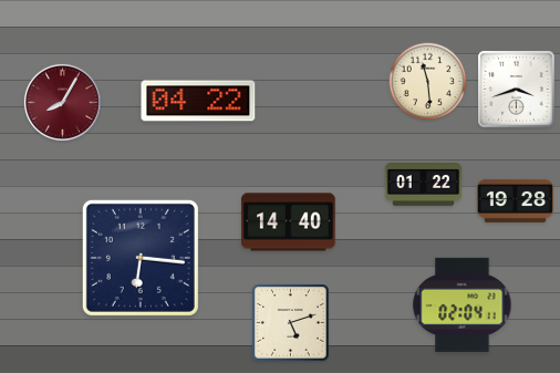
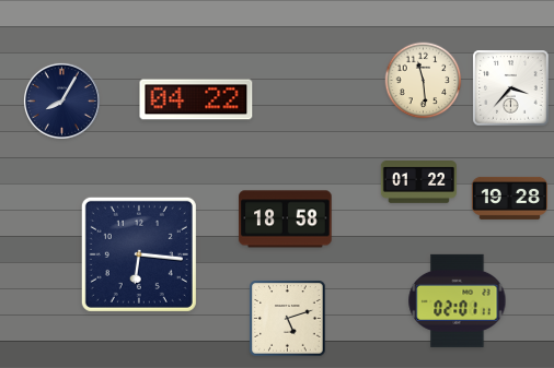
clock at (517, 90): 3:42 -> 3:37
clock at (62, 102) dial: burgundy -> navy
clock at (289, 222): 14:40 -> 18:58
clock at (463, 304): 02:04 -> 02:01
